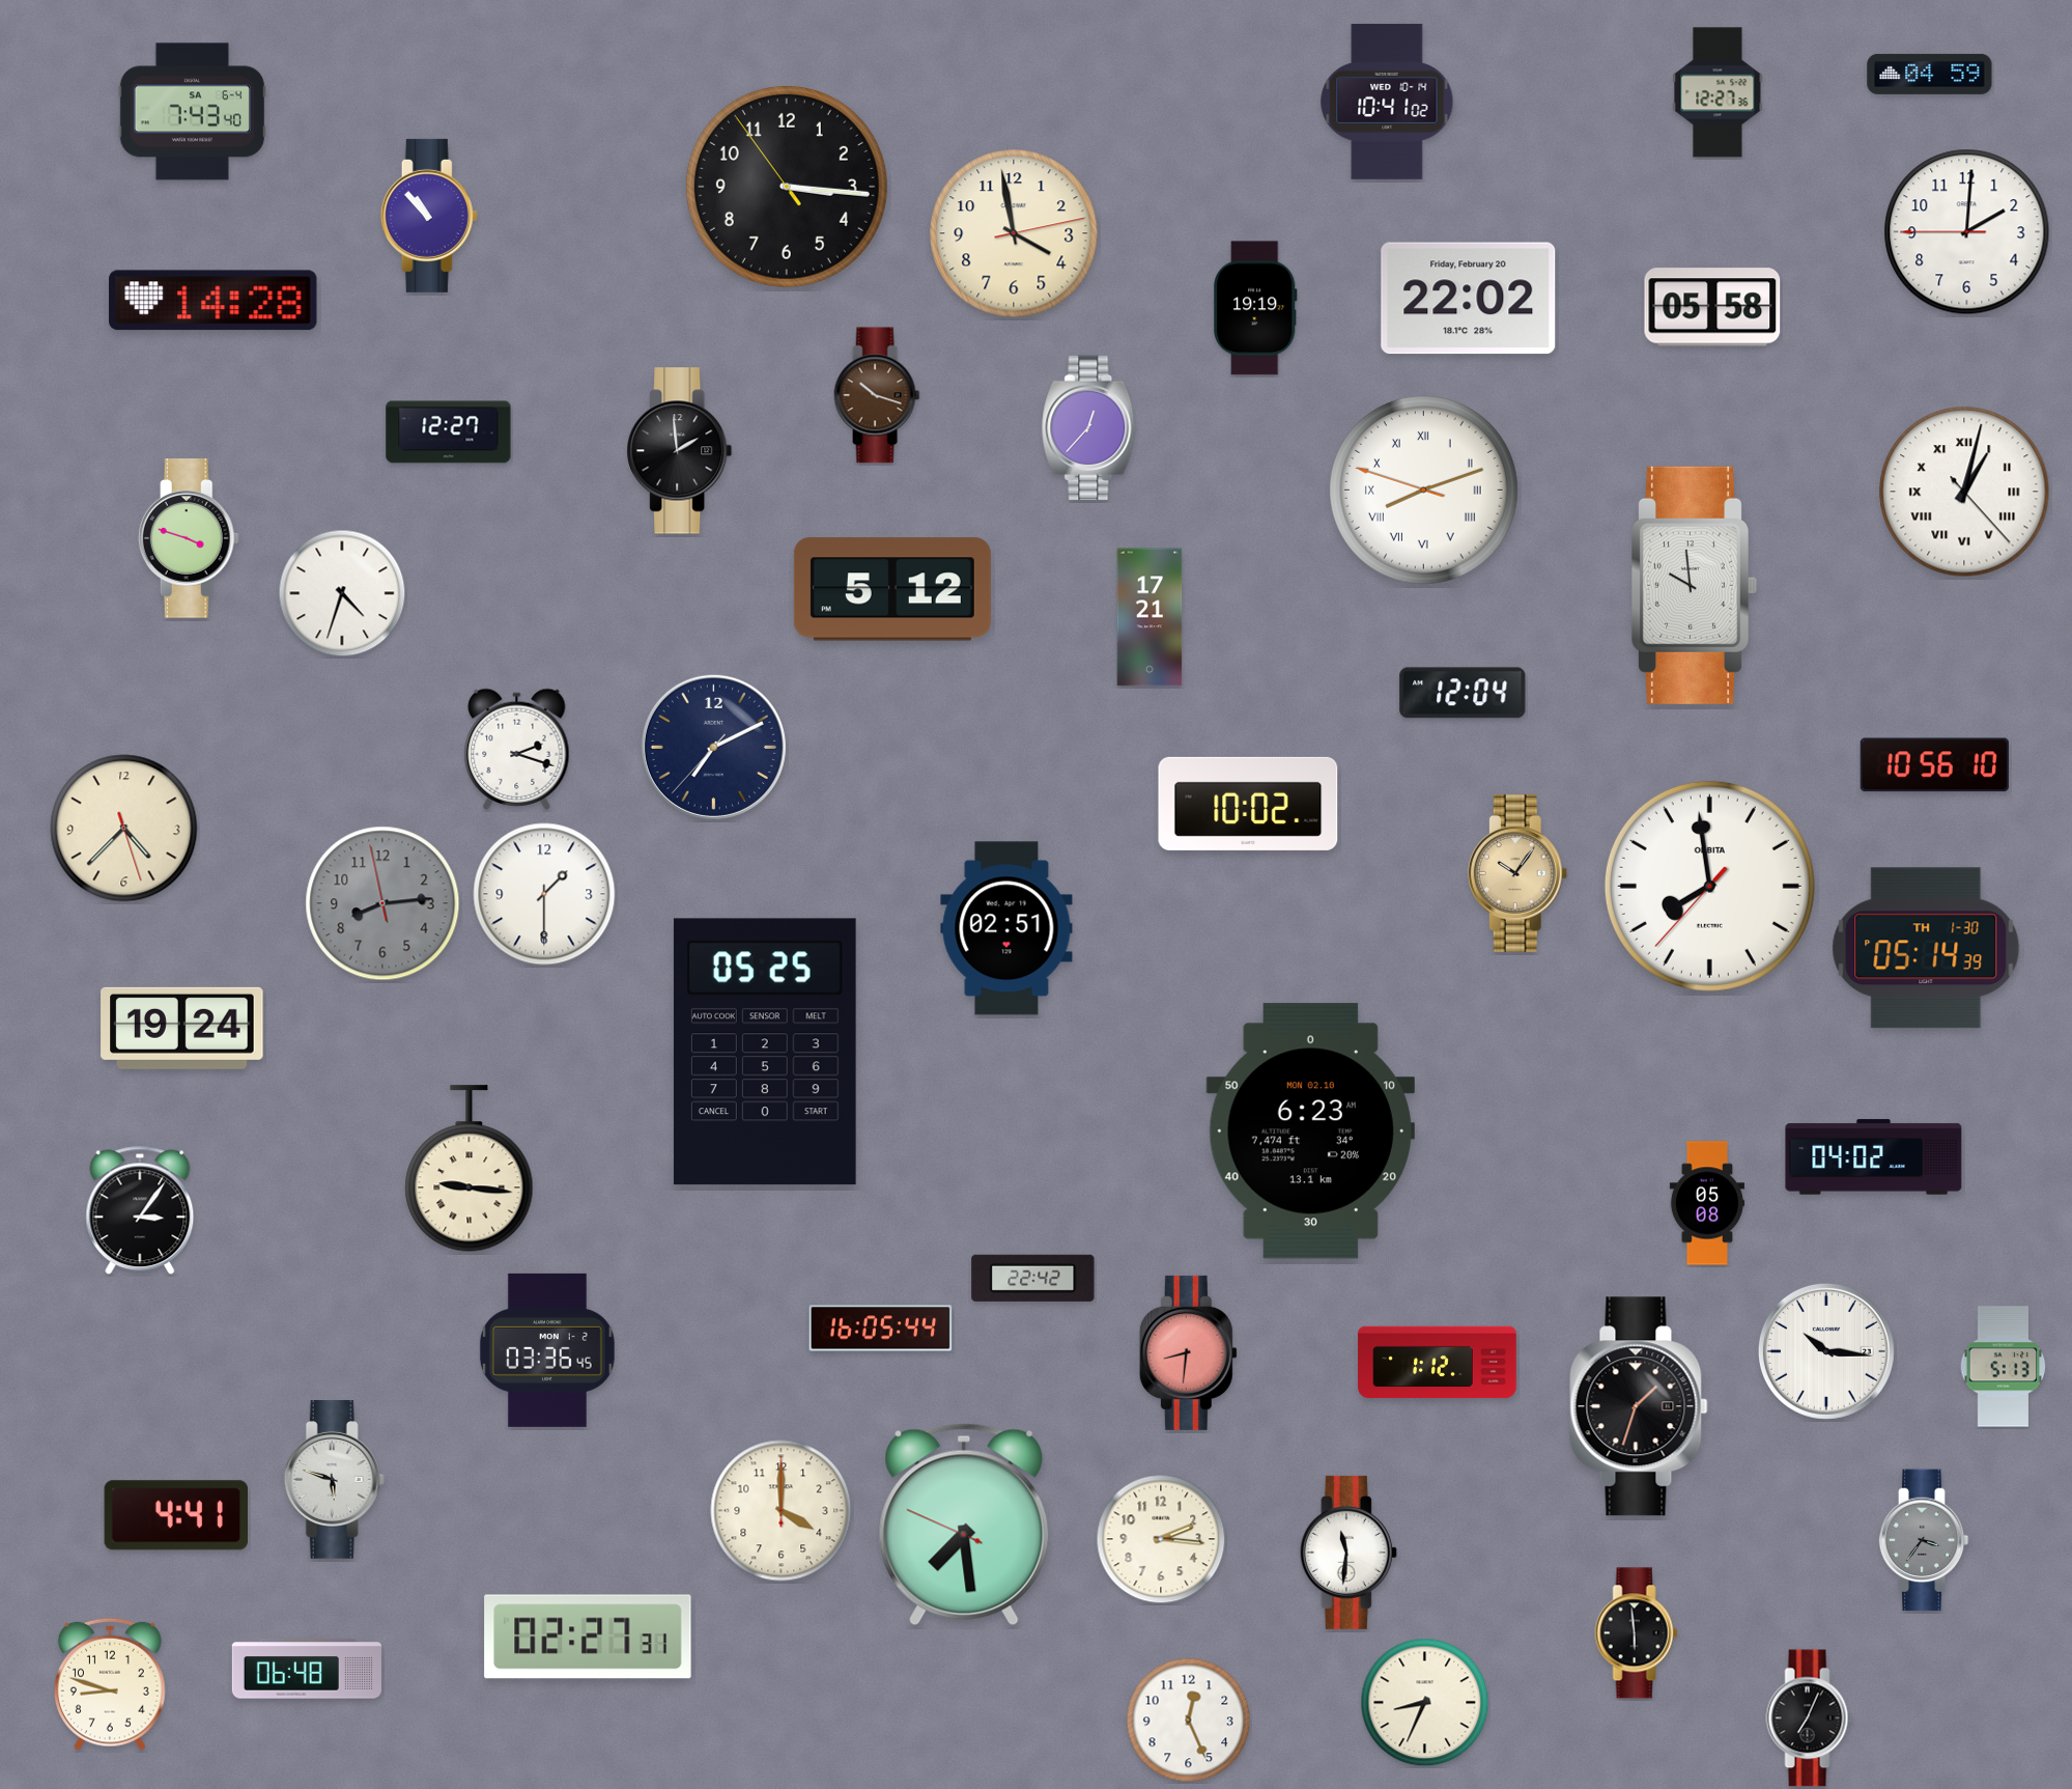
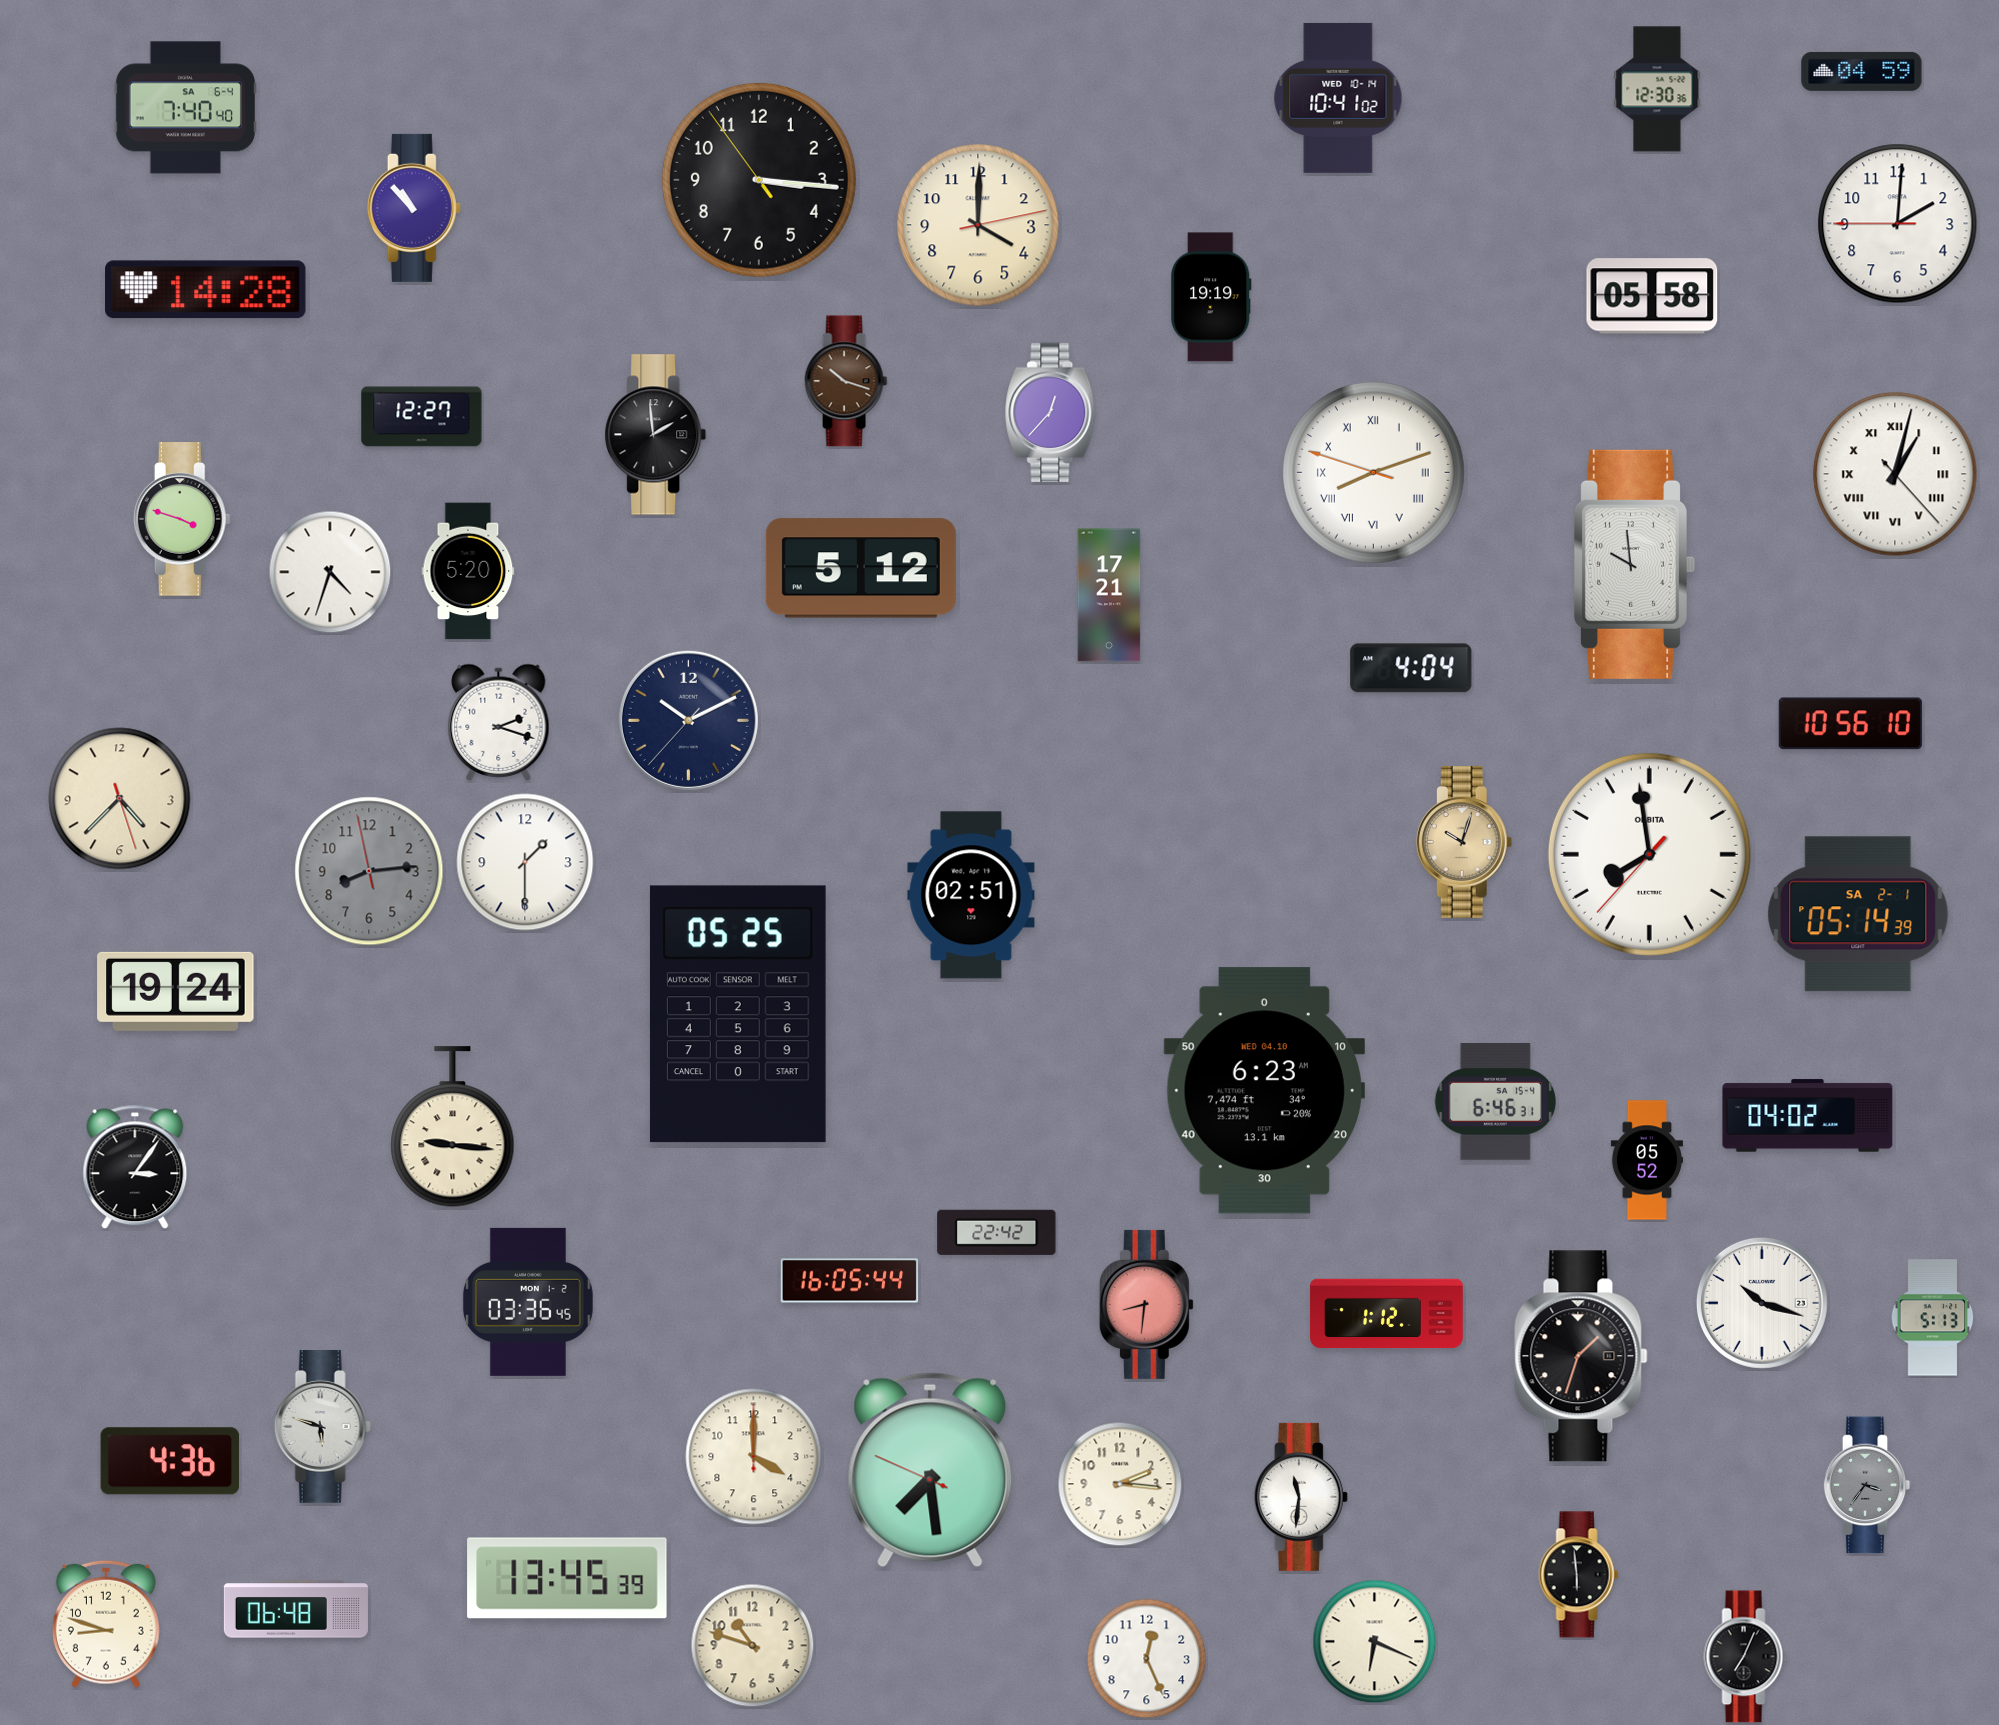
clock at (1718, 92): 12:27 -> 12:30
clock at (192, 112): 7:43 -> 7:40
clock at (1014, 233): 3:58 -> 4:00
clock at (1469, 299): 22:02 -> none
clock at (449, 432) position: (449, 432) -> (422, 417)
clock at (468, 571): none -> 5:20
clock at (1463, 693): 12:04 -> 4:04
clock at (713, 747): 7:10 -> 10:10
clock at (1934, 765) position: (1934, 765) -> (1850, 724)
clock at (1248, 804): 10:02 -> none
clock at (1517, 873): 10:06 -> 10:03
clock at (1926, 948) date: TH 1-30 -> SA 2-1
clock at (1310, 1131) date: MON 02.10 -> WED 04.10
clock at (1495, 1102): none -> 6:46
clock at (1707, 1203): 05:08 -> 05:52
clock at (1826, 1351): 10:16 -> 10:18
clock at (176, 1515): 4:41 -> 4:36
clock at (1924, 1540) position: (1924, 1540) -> (1867, 1485)
clock at (588, 1637): 02:27 -> 13:45
clock at (1425, 1703): 8:34 -> 6:19
clock at (753, 1646): none -> 10:48
